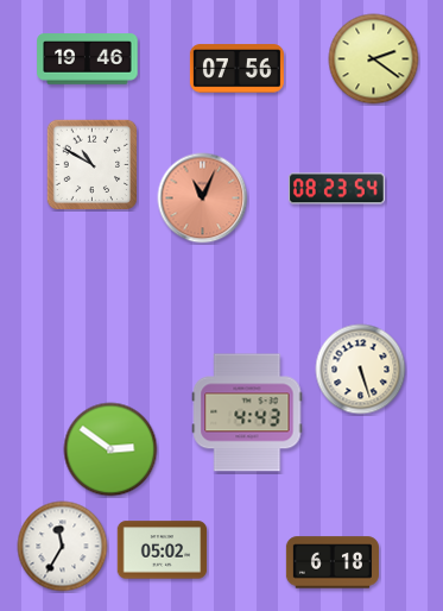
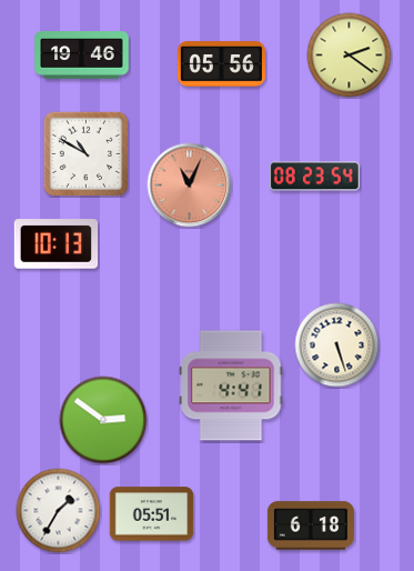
clock at (236, 69): 07:56 -> 05:56
clock at (57, 244): none -> 10:13
clock at (247, 412): 4:43 -> 4:41
clock at (63, 547): 11:35 -> 1:35
clock at (163, 550): 05:02 -> 05:51
